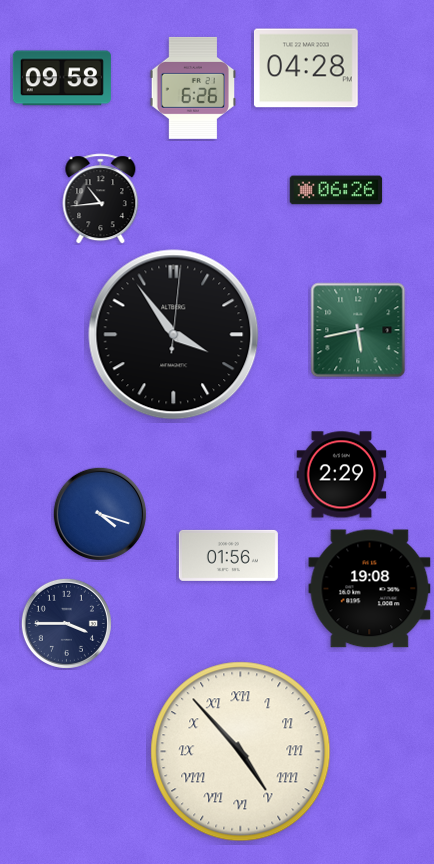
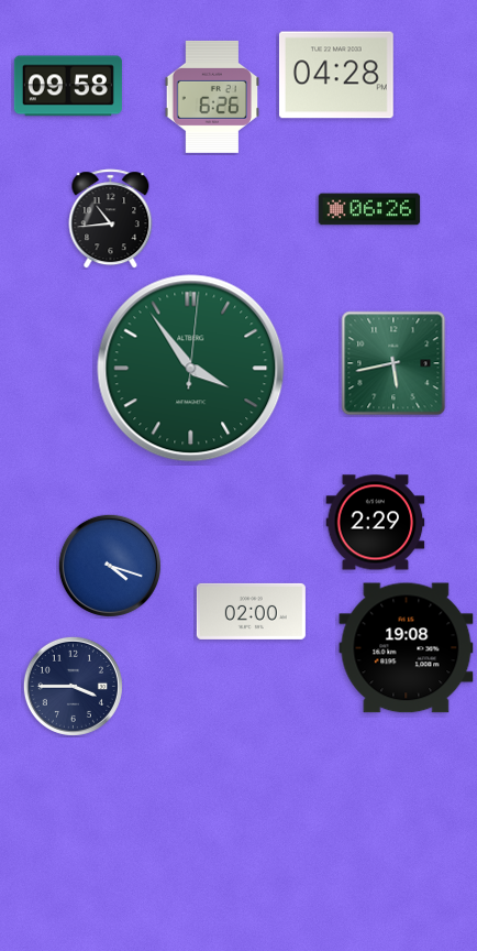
clock at (174, 335) dial: black -> green
clock at (228, 555): 01:56 -> 02:00
clock at (241, 752): 4:53 -> none
